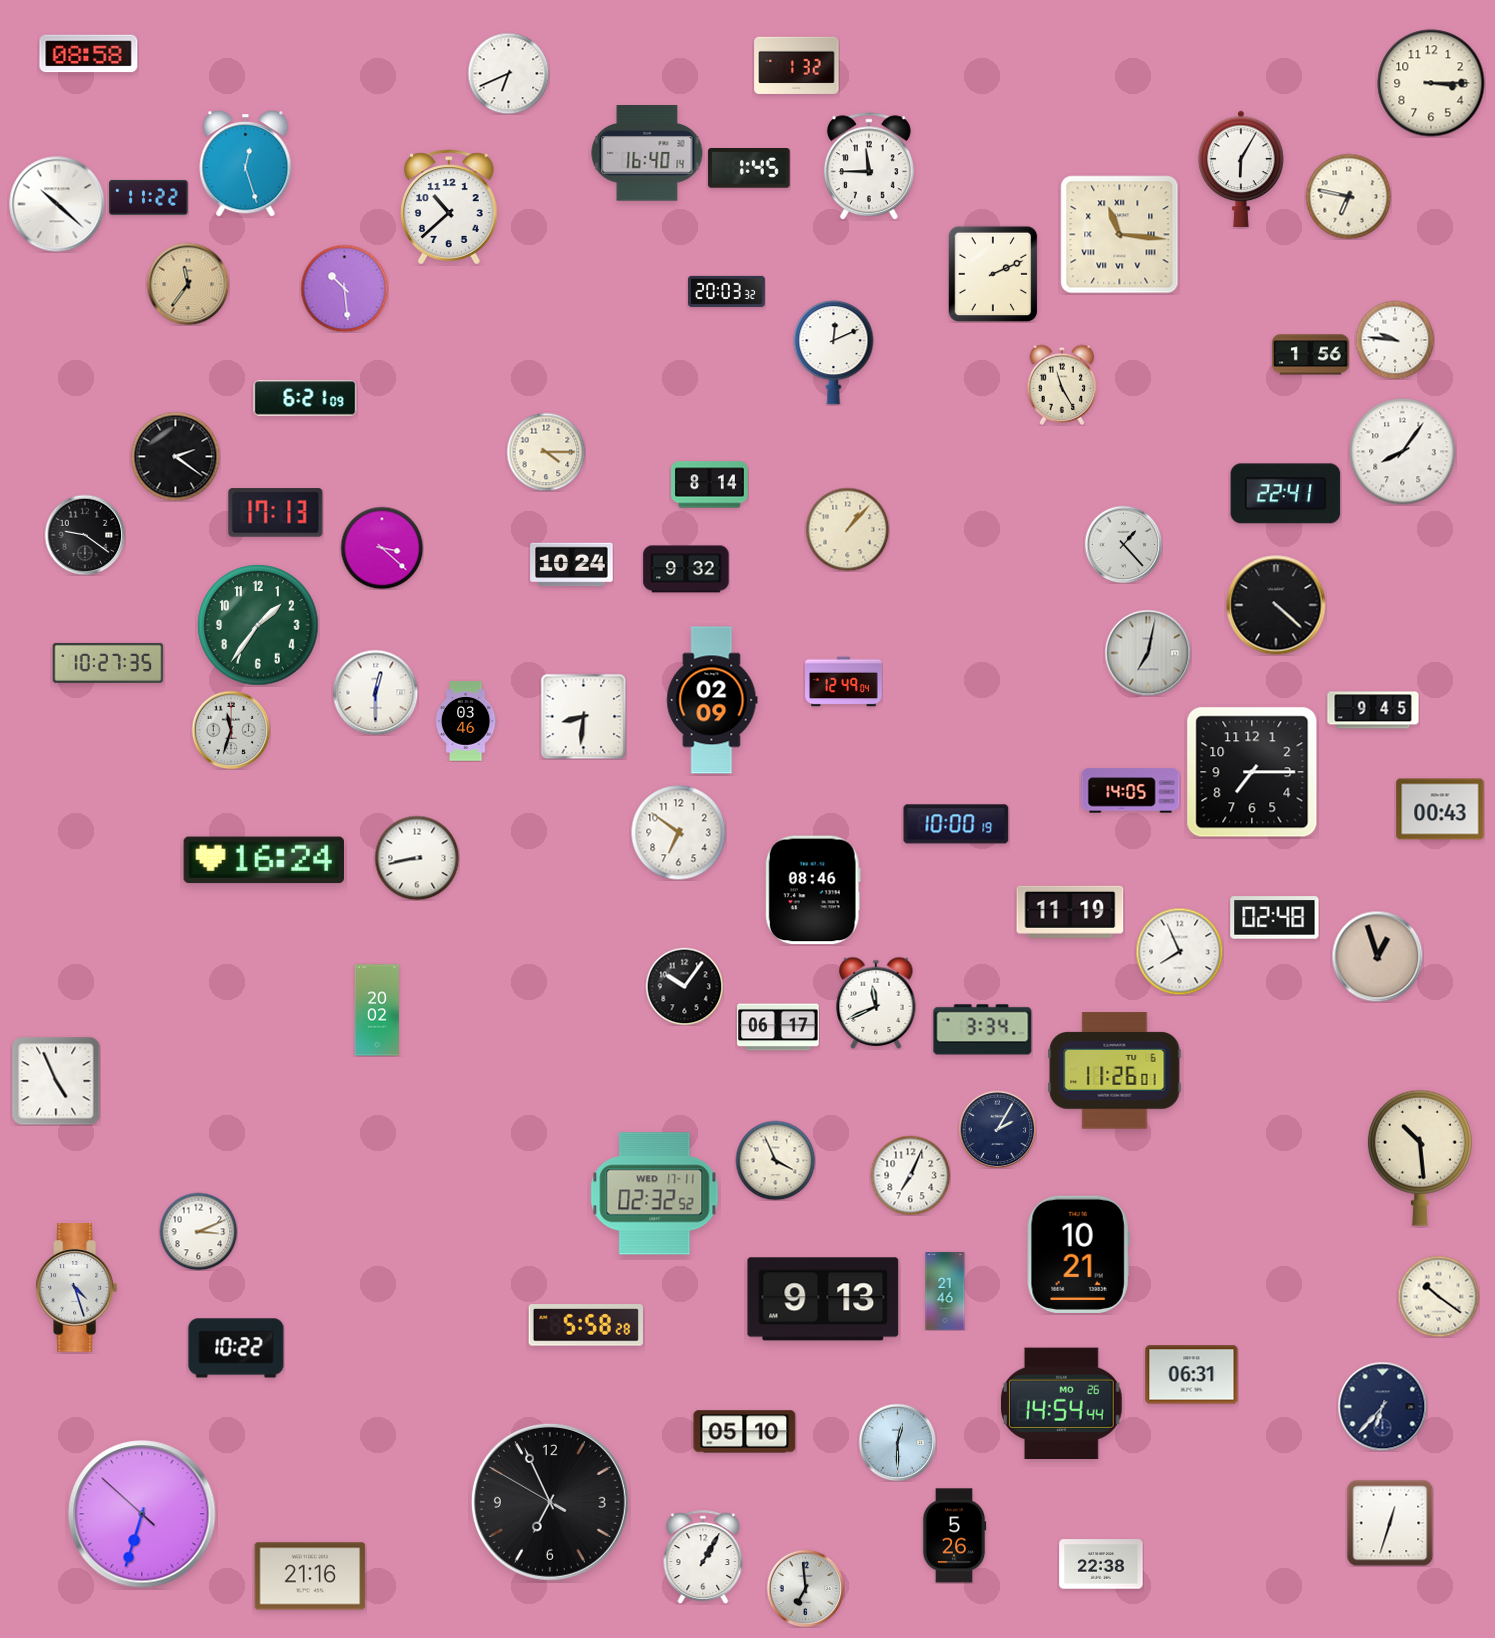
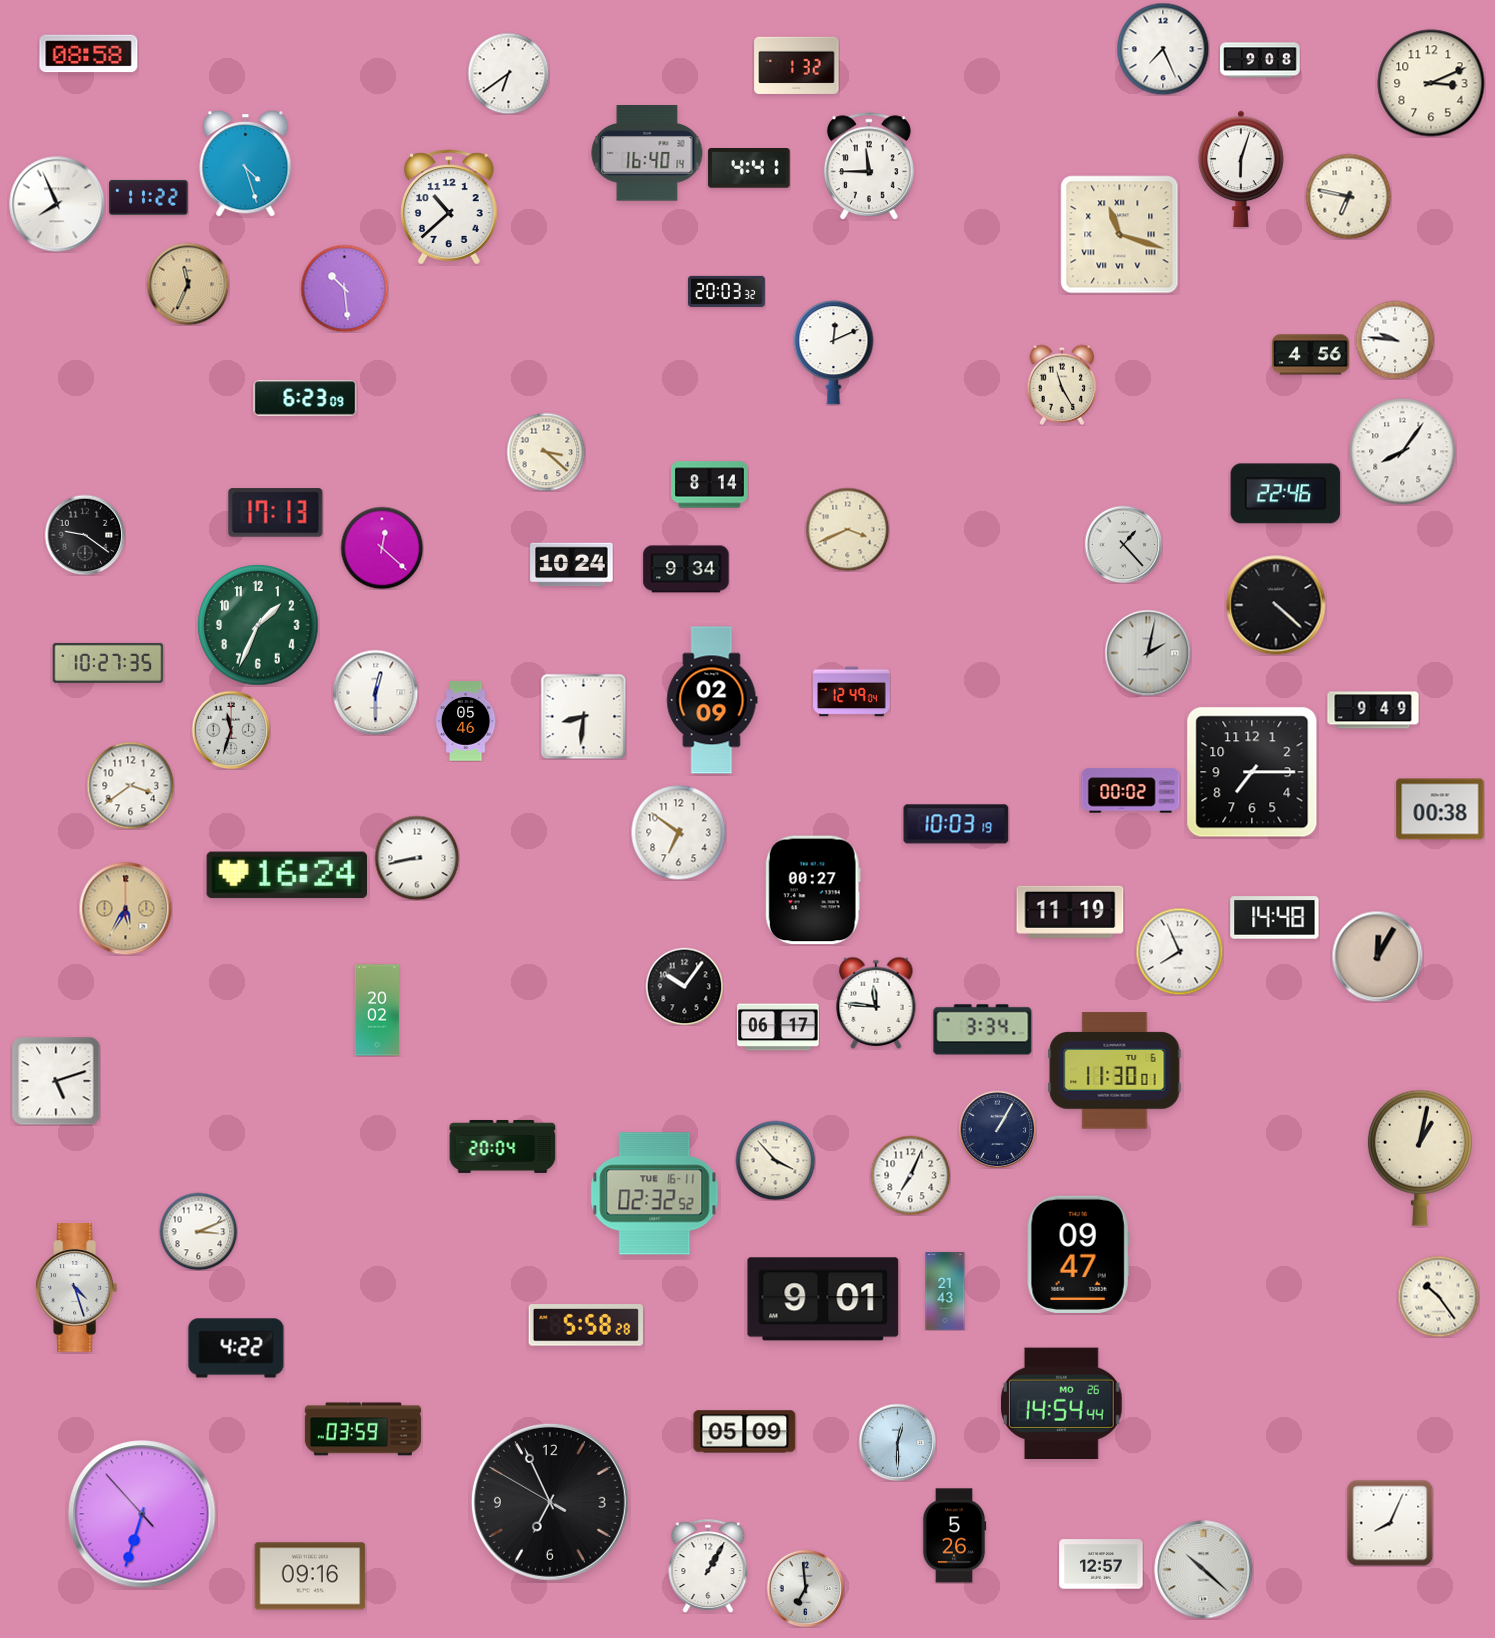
clock at (1163, 49): none -> 7:26
clock at (1260, 60): none -> 9:08
clock at (508, 73): 6:41 -> 6:39
clock at (1431, 83): 3:15 -> 3:11
clock at (246, 164): 12:27 -> 4:27
clock at (1241, 168): 6:05 -> 6:03
clock at (749, 169): 1:45 -> 4:41
clock at (57, 204): 10:22 -> 7:56
clock at (1120, 235): 11:16 -> 11:18
clock at (993, 274): 2:11 -> none
clock at (188, 284): 11:36 -> 11:34
clock at (1311, 355): 1:56 -> 4:56
clock at (305, 398): 6:21 -> 6:23
clock at (546, 452): 4:15 -> 3:22
clock at (175, 456): 2:21 -> none
clock at (1286, 494): 22:41 -> 22:46
clock at (847, 529): 1:07 -> 3:41
clock at (382, 548): 3:22 -> 12:22
clock at (686, 569): 9:32 -> 9:34
clock at (258, 625): 1:36 -> 1:34
clock at (1148, 653): 7:02 -> 2:02
clock at (844, 682) position: (844, 682) -> (852, 692)
clock at (1373, 710): 9:45 -> 9:49
clock at (466, 721): 03:46 -> 05:46
clock at (130, 785): none -> 3:39
clock at (1131, 791): 14:05 -> 00:02
clock at (1440, 809): 00:43 -> 00:38
clock at (956, 824): 10:00 -> 10:03
clock at (263, 860) position: (263, 860) -> (286, 875)
clock at (813, 890): 08:46 -> 00:27
clock at (125, 908): none -> 5:35
clock at (1275, 918): 02:48 -> 14:48
clock at (1377, 956): 12:57 -> 12:05
clock at (876, 1003): 11:41 -> 11:46
clock at (1115, 1071): 11:26 -> 11:30
clock at (56, 1081): 4:56 -> 5:12
clock at (997, 1129): 2:05 -> 1:05
clock at (503, 1146): none -> 20:04
clock at (1420, 1158): 10:29 -> 1:02
clock at (775, 1160): 3:56 -> 3:53
clock at (655, 1194) date: WED 17-11 -> TUE 16-11
clock at (1078, 1254): 10:21 -> 09:47
clock at (945, 1291): 21:46 -> 21:43
clock at (1438, 1296): 10:21 -> 10:24
clock at (823, 1299): 9:13 -> 9:01
clock at (236, 1348): 10:22 -> 4:22
clock at (1192, 1375): 06:31 -> none
clock at (1382, 1406): 6:37 -> none
clock at (363, 1429): none -> 03:59
clock at (745, 1432): 05:10 -> 05:09
clock at (142, 1514): 6:32:52 -> 6:32:53
clock at (1390, 1523): 12:33 -> 8:04
clock at (703, 1557) position: (703, 1557) -> (708, 1566)
clock at (1101, 1564): 22:38 -> 12:57
clock at (1204, 1570): none -> 10:22
clock at (310, 1576): 21:16 -> 09:16
